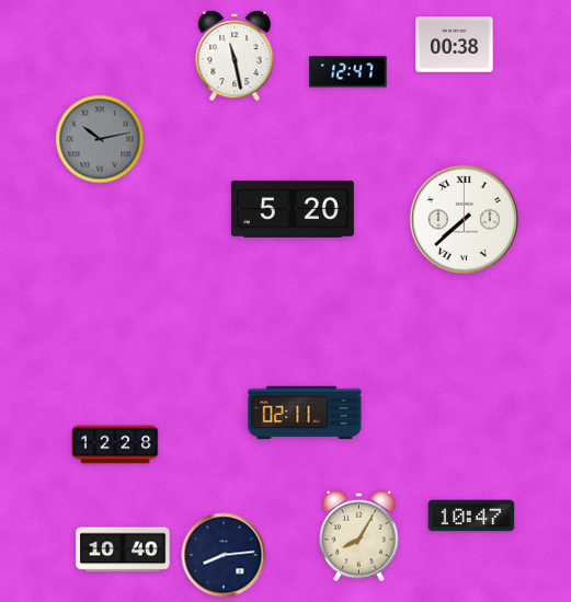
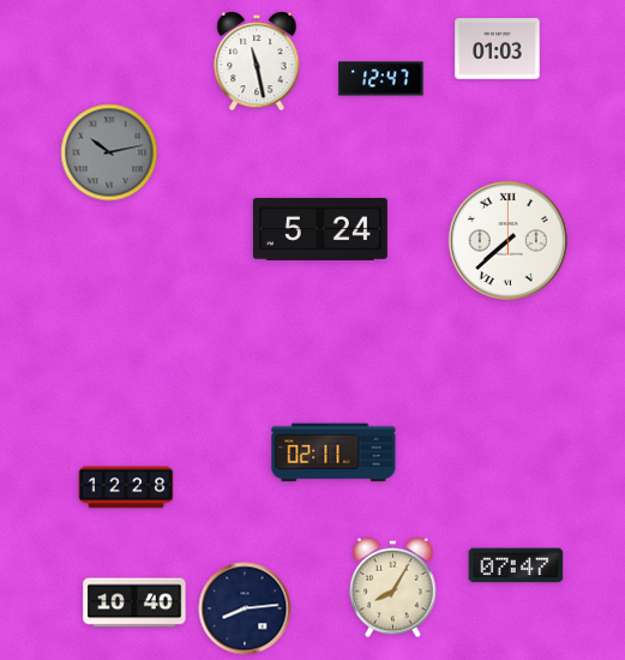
clock at (455, 45): 00:38 -> 01:03
clock at (293, 209): 5:20 -> 5:24
clock at (471, 516): 10:47 -> 07:47
